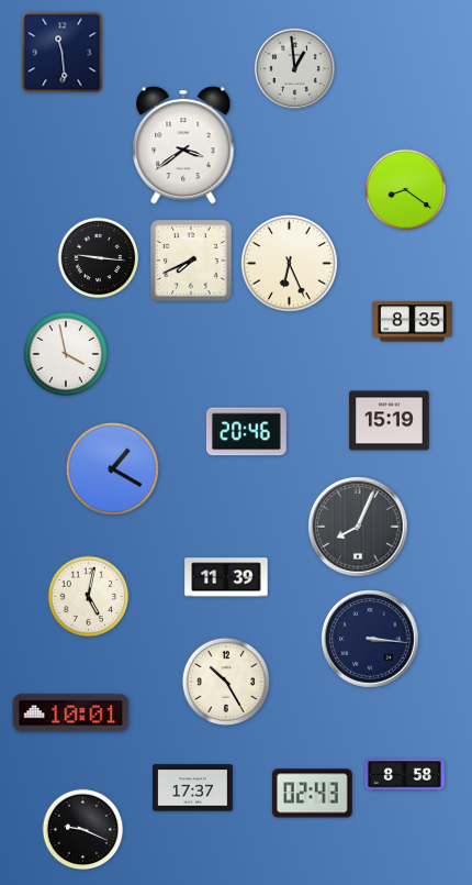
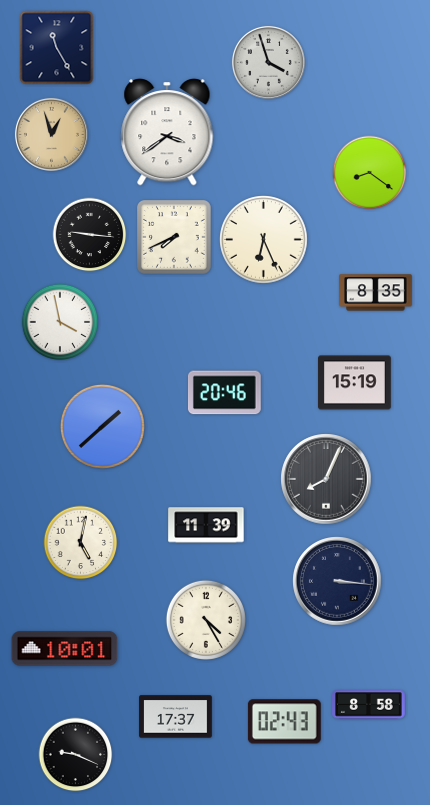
clock at (63, 53): 11:29 -> 11:25
clock at (294, 68): 12:59 -> 3:57
clock at (51, 134): none -> 12:57
clock at (112, 468): 1:20 -> 1:38
clock at (226, 682): 10:25 -> 4:25
